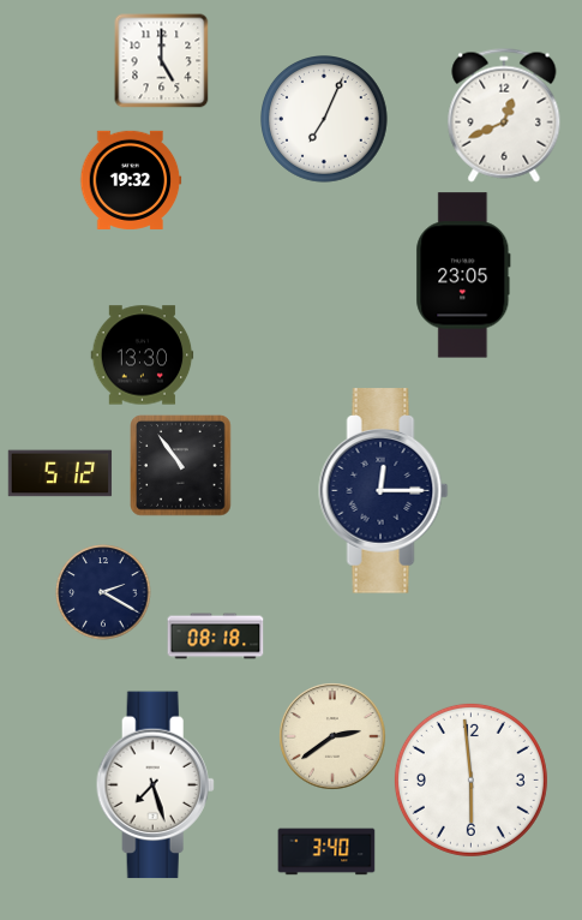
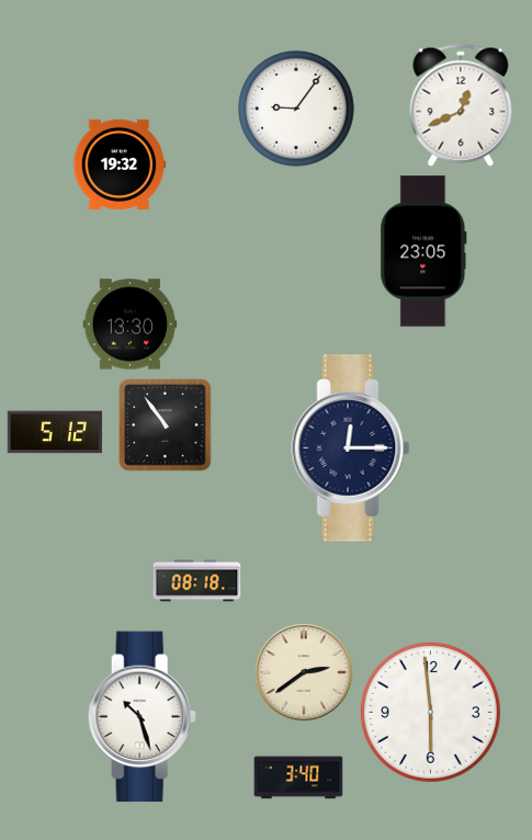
clock at (162, 61): 5:00 -> none
clock at (325, 120): 7:04 -> 9:06
clock at (103, 592): 2:20 -> none
clock at (155, 785): 7:27 -> 10:27
